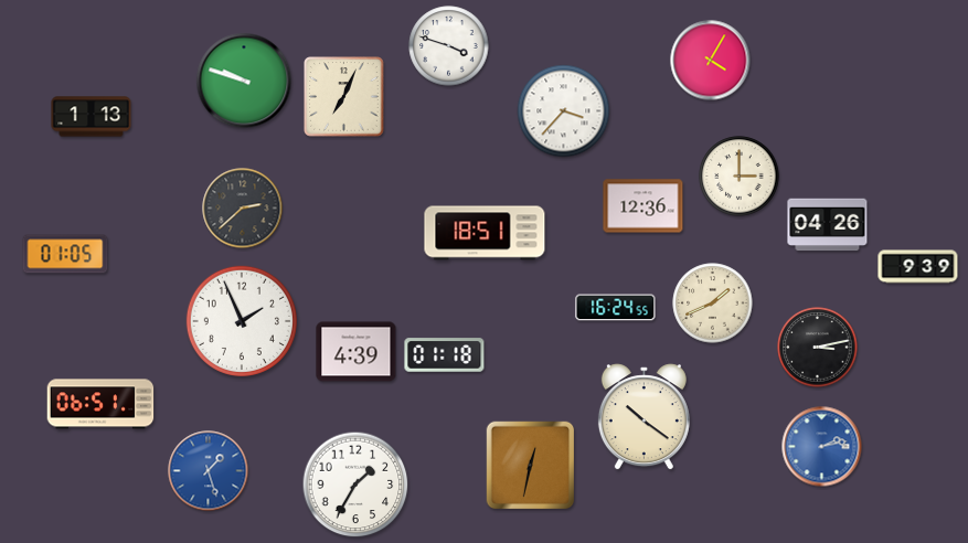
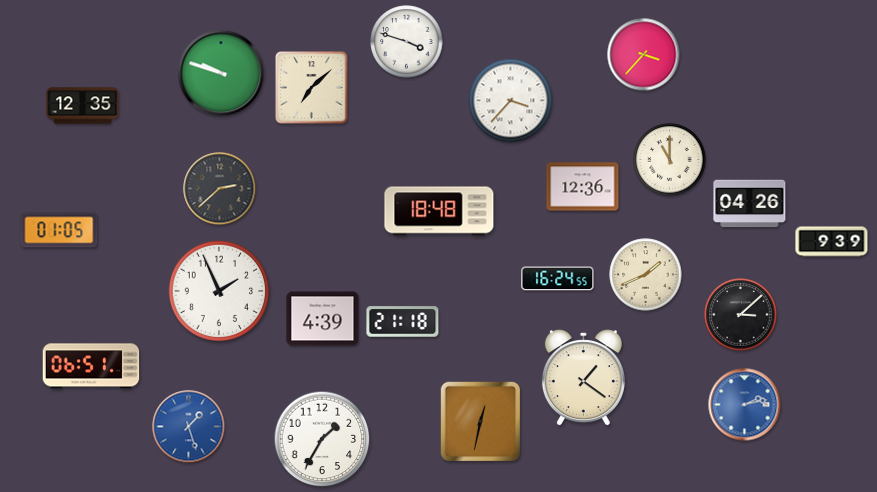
clock at (711, 61): 4:05 -> 3:37
clock at (344, 97): 7:04 -> 7:08
clock at (92, 117): 1:13 -> 12:35
clock at (740, 177): 3:00 -> 11:00
clock at (485, 233): 18:51 -> 18:48
clock at (818, 348): 3:13 -> 3:08
clock at (445, 355): 01:18 -> 21:18
clock at (643, 417): 10:21 -> 1:21
